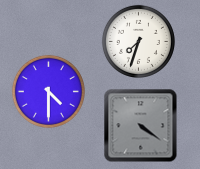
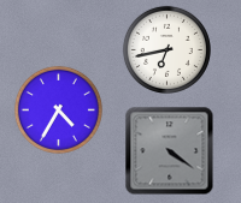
clock at (138, 41): 7:33 -> 6:43
clock at (48, 91): 4:30 -> 4:35
